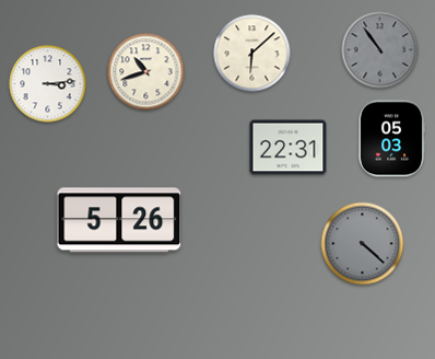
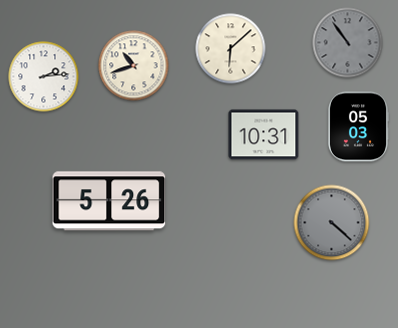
clock at (380, 50) position: (380, 50) -> (348, 43)
clock at (48, 84): 3:14 -> 2:14
clock at (289, 148): 22:31 -> 10:31
